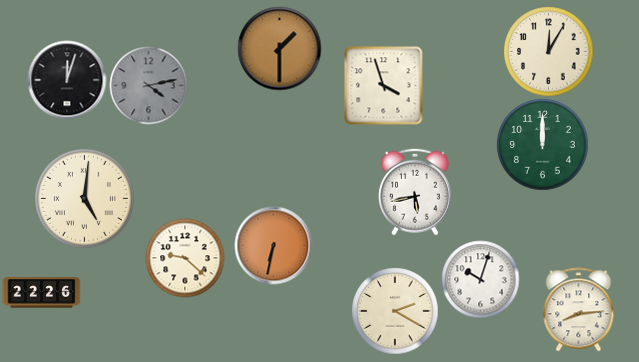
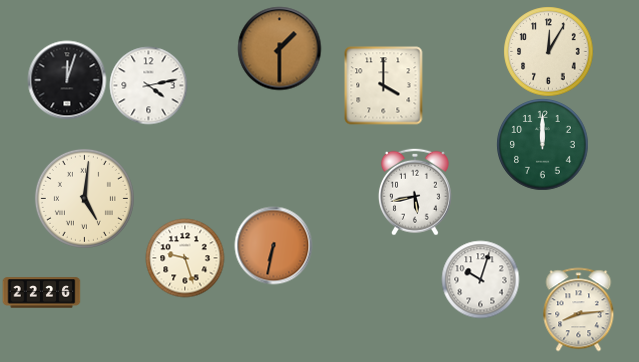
clock at (148, 85) dial: grey -> white
clock at (383, 85): 3:57 -> 4:00
clock at (185, 258): 9:22 -> 9:27
clock at (395, 311): 2:20 -> none
